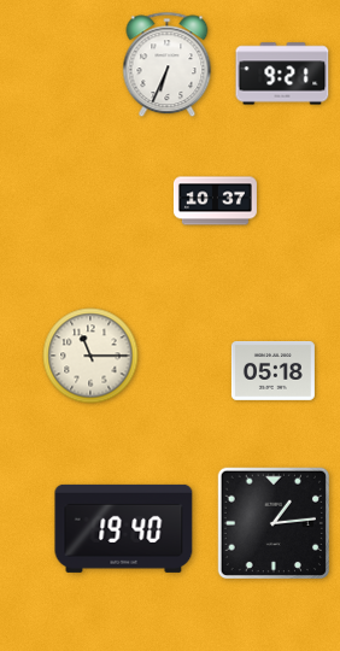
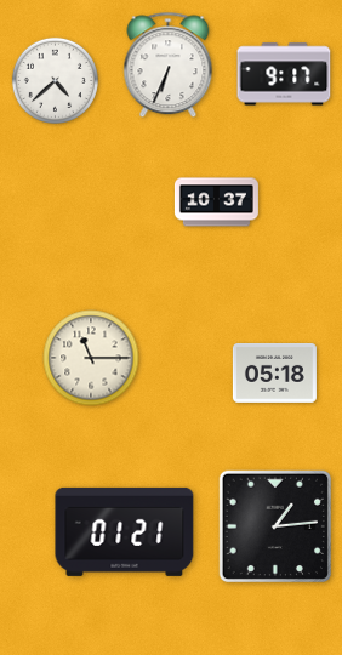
clock at (282, 74): 9:21 -> 9:17
clock at (55, 80): none -> 4:38
clock at (124, 528): 19:40 -> 01:21
